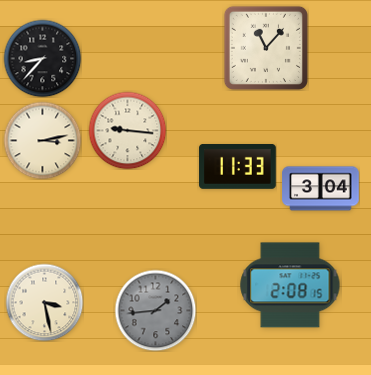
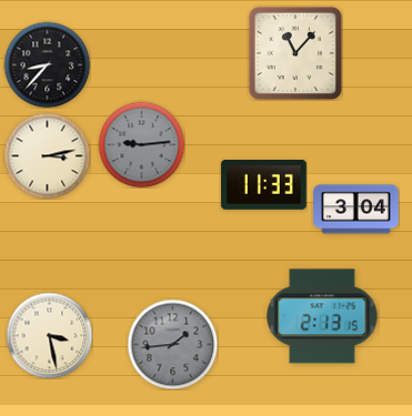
clock at (127, 130): 9:16 -> 9:14
clock at (127, 130) dial: cream -> grey
clock at (290, 285): 2:08 -> 2:13
